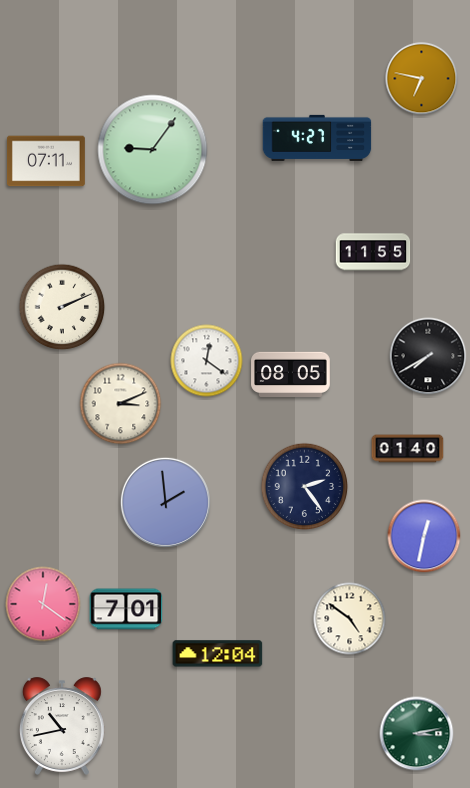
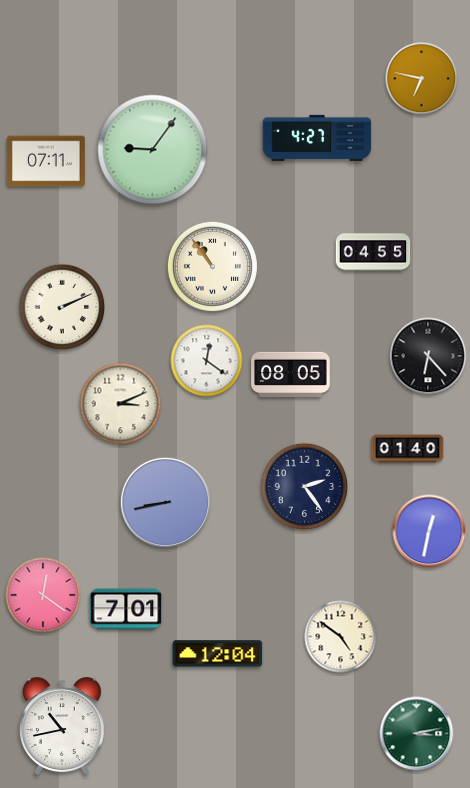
clock at (373, 252): 11:55 -> 04:55
clock at (212, 266): none -> 10:54
clock at (428, 356): 7:40 -> 6:23
clock at (165, 502): 1:59 -> 8:43
clock at (424, 536) position: (424, 536) -> (429, 531)
clock at (43, 604) position: (43, 604) -> (43, 595)
clock at (350, 619) position: (350, 619) -> (341, 637)
